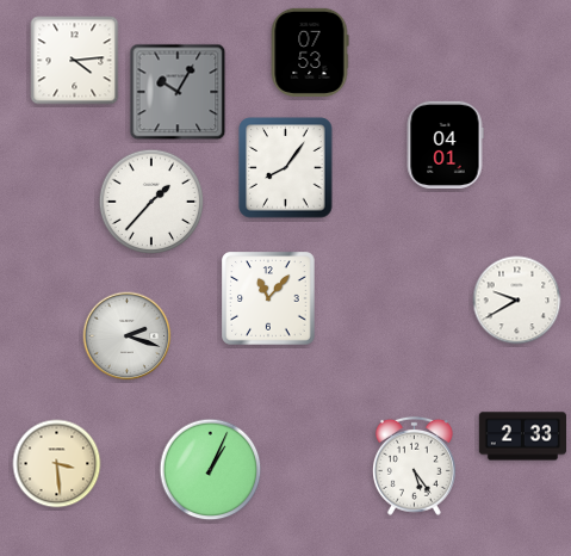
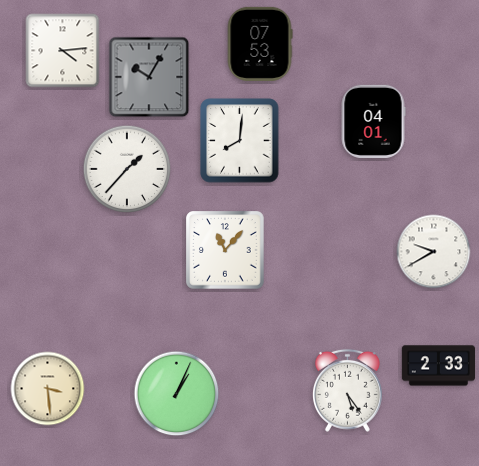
clock at (286, 168): 8:06 -> 8:01
clock at (128, 336): 2:18 -> none
